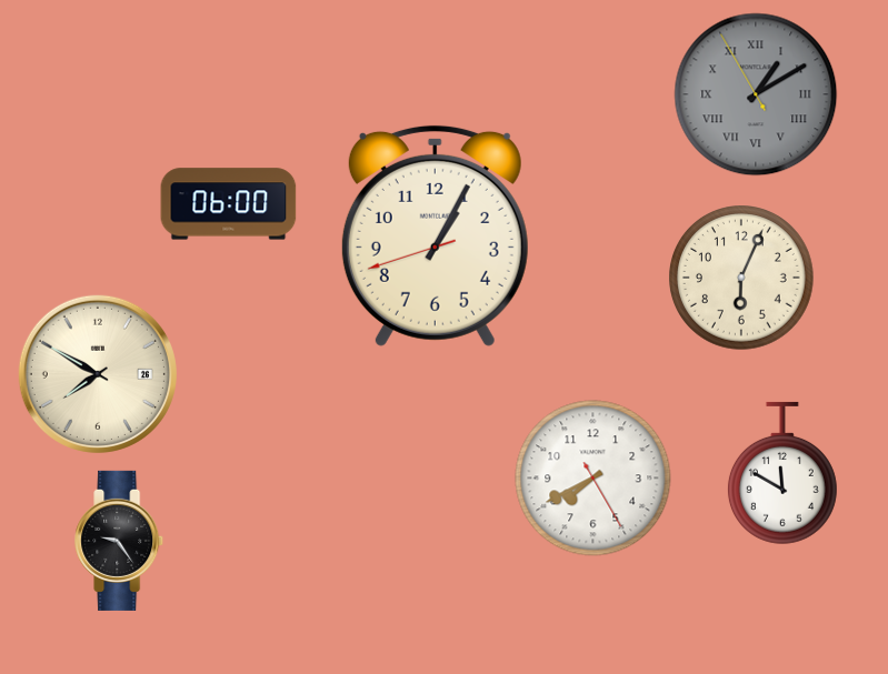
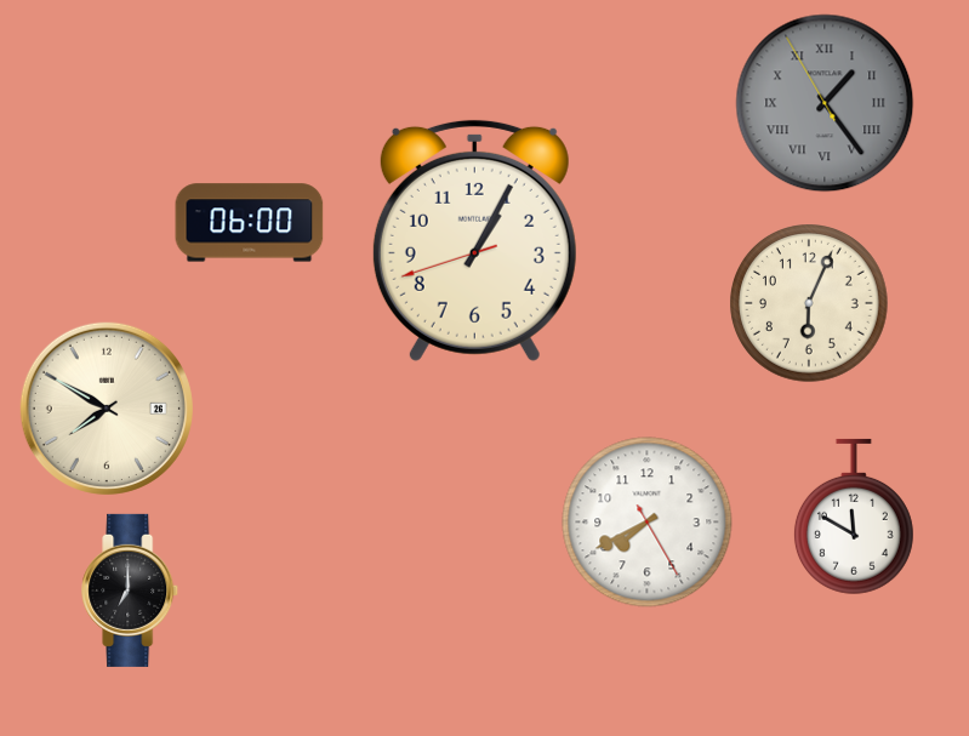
clock at (756, 94): 1:09 -> 1:23
clock at (435, 235) position: (435, 235) -> (474, 240)
clock at (120, 541): 9:24 -> 7:00
